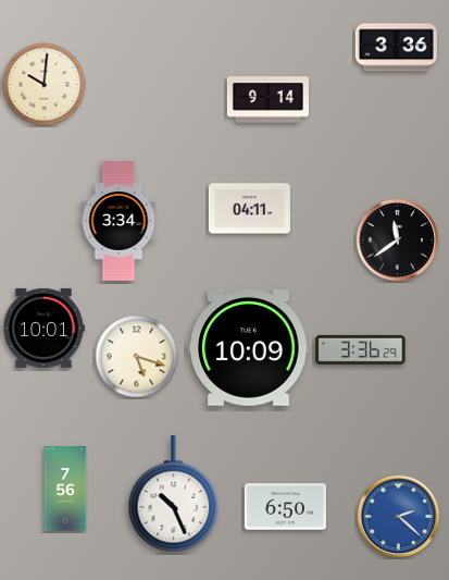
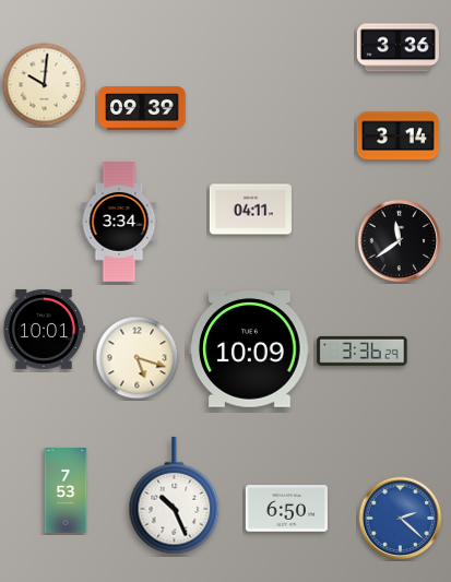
clock at (267, 100): 9:14 -> none
clock at (142, 108): none -> 09:39
clock at (397, 136): none -> 3:14
clock at (65, 490): 7:56 -> 7:53
